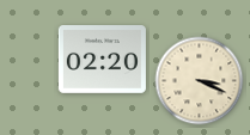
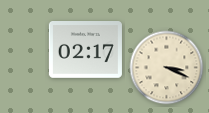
clock at (102, 60): 02:20 -> 02:17
